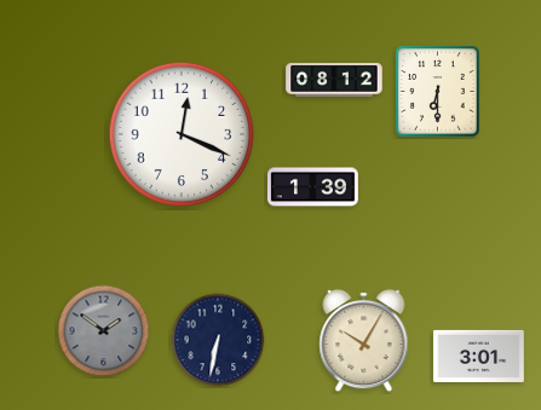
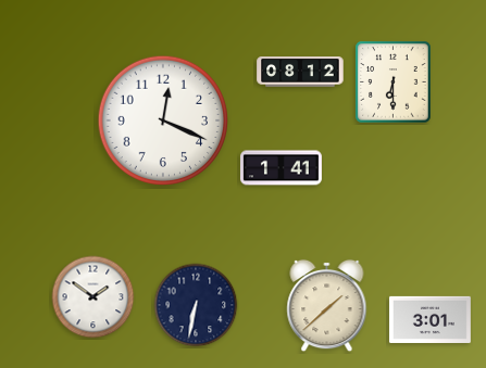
clock at (312, 187): 1:39 -> 1:41
clock at (104, 331) dial: grey -> white
clock at (364, 341): 10:05 -> 1:38
